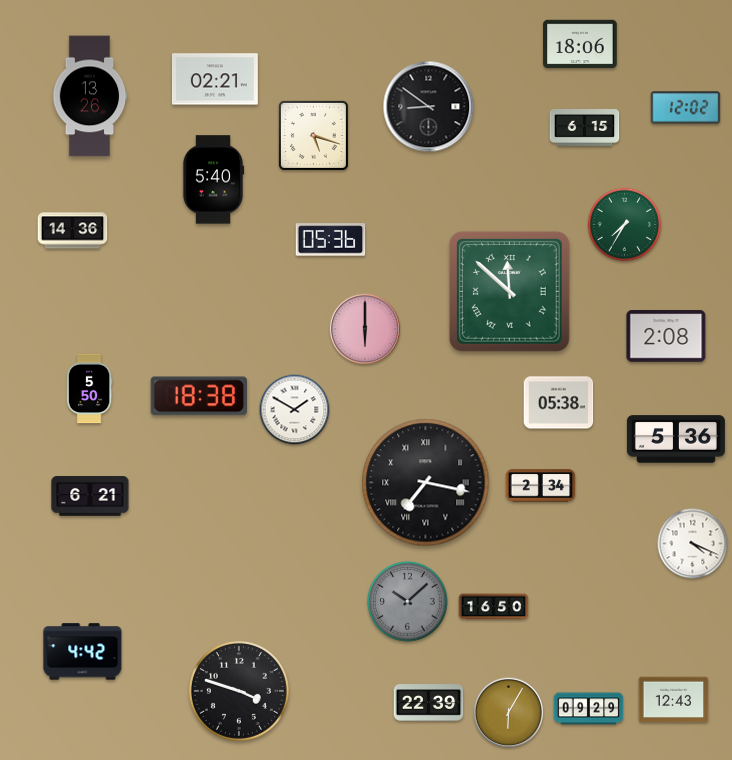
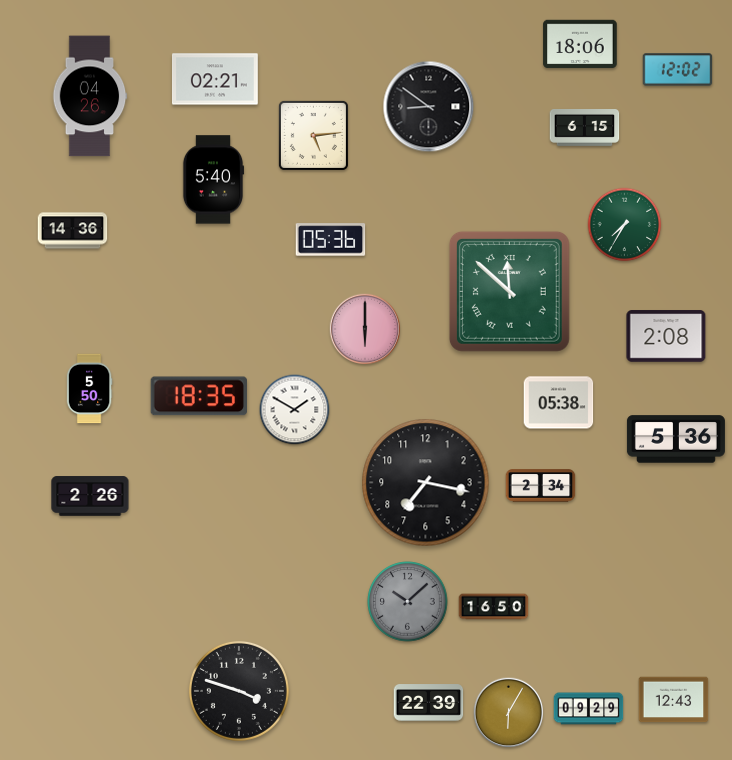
clock at (90, 96): 13:26 -> 04:26
clock at (686, 108) position: (686, 108) -> (678, 70)
clock at (313, 135): 5:18 -> 5:14
clock at (199, 396): 18:38 -> 18:35
clock at (426, 483) numerals: Roman -> Arabic
clock at (90, 496): 6:21 -> 2:26
clock at (693, 544): 4:19 -> none
clock at (83, 652): 4:42 -> none
